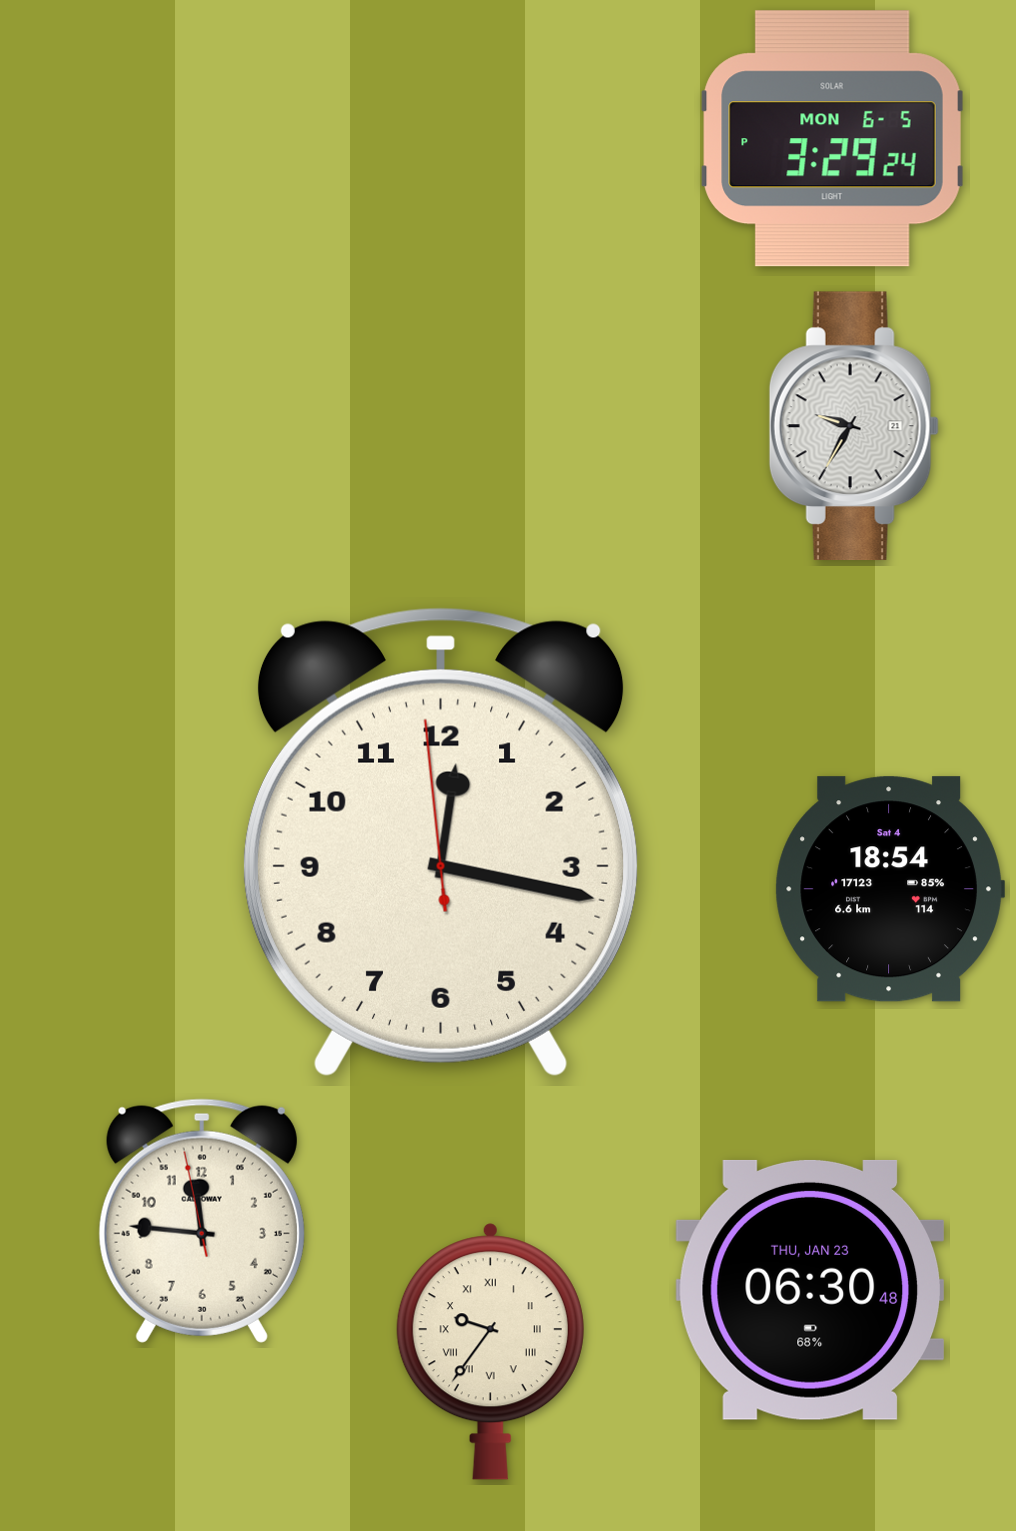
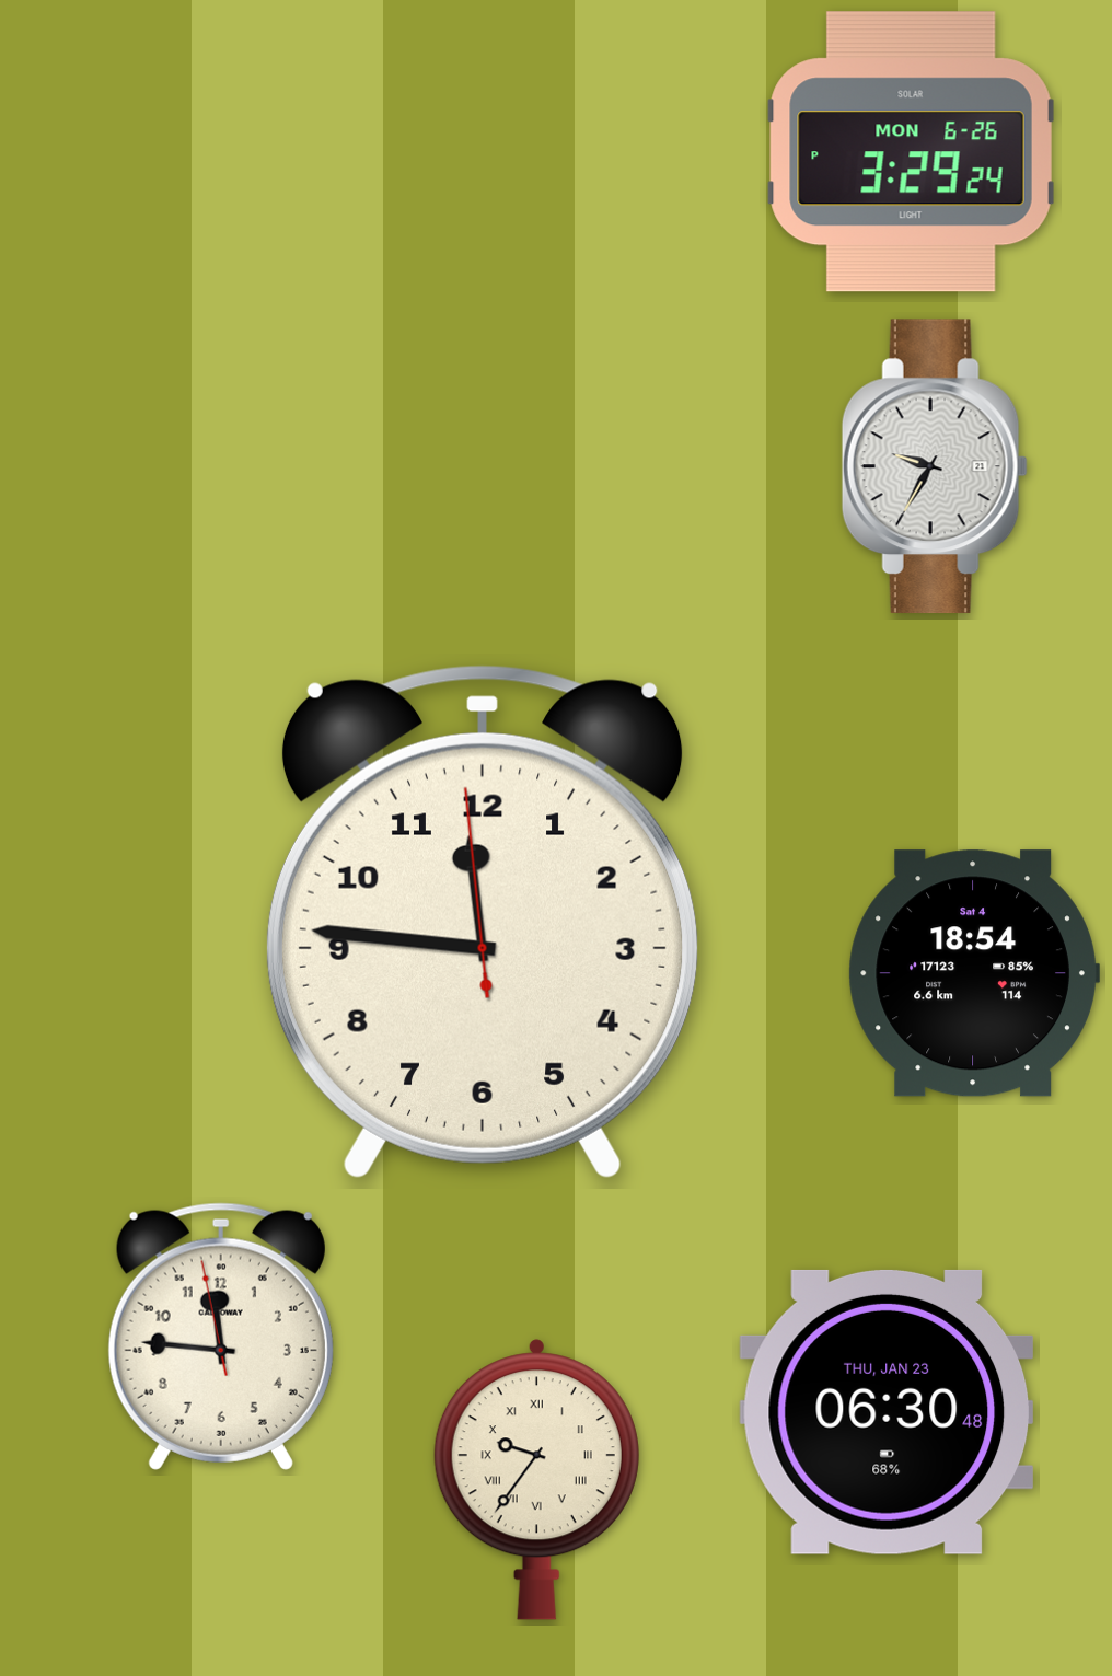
clock at (833, 139) date: MON 6-5 -> MON 6-26
clock at (441, 842): 12:16 -> 11:45
